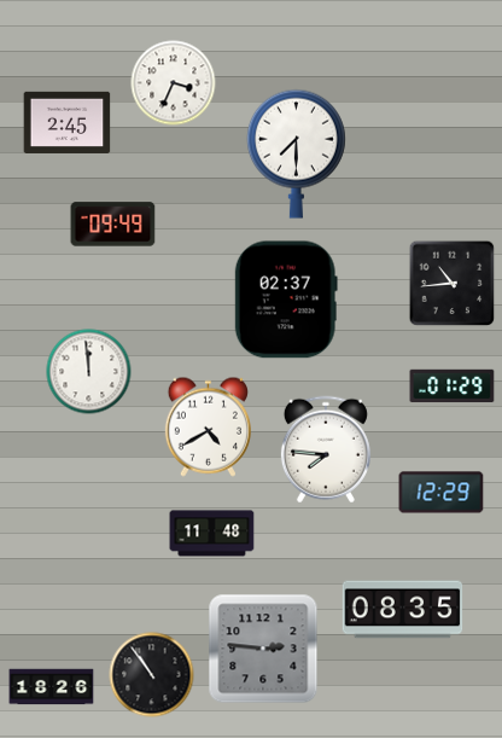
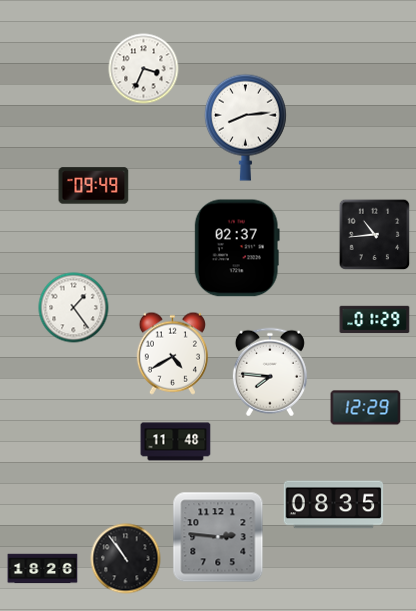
clock at (68, 122): 2:45 -> none
clock at (296, 153): 7:30 -> 8:14
clock at (89, 372): 11:59 -> 1:24
